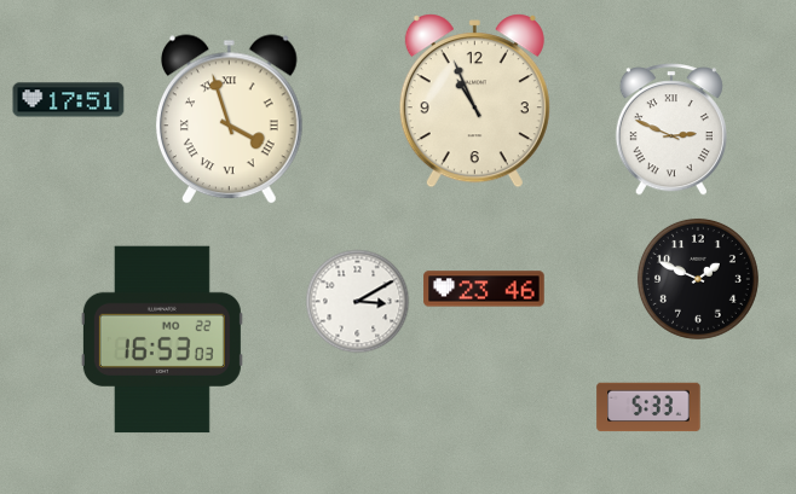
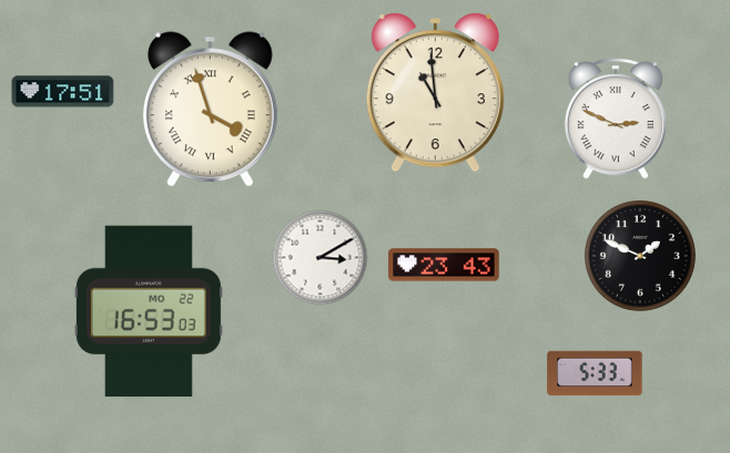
clock at (474, 101): 10:56 -> 10:59
clock at (484, 289): 23:46 -> 23:43
clock at (358, 302) position: (358, 302) -> (321, 258)
